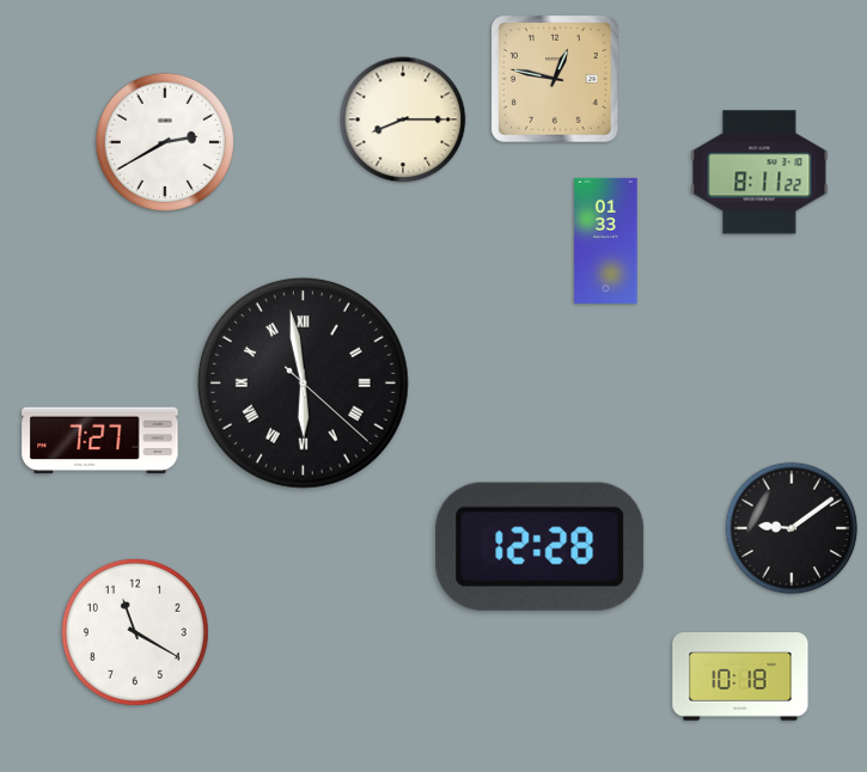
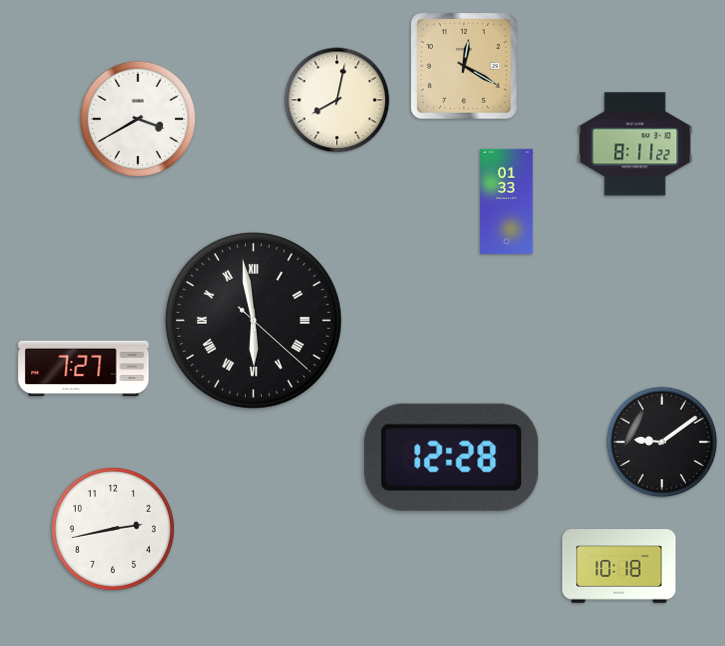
clock at (555, 79): 12:47 -> 12:20
clock at (403, 120): 8:15 -> 8:02
clock at (164, 141): 2:40 -> 3:40
clock at (135, 632): 11:20 -> 2:43
